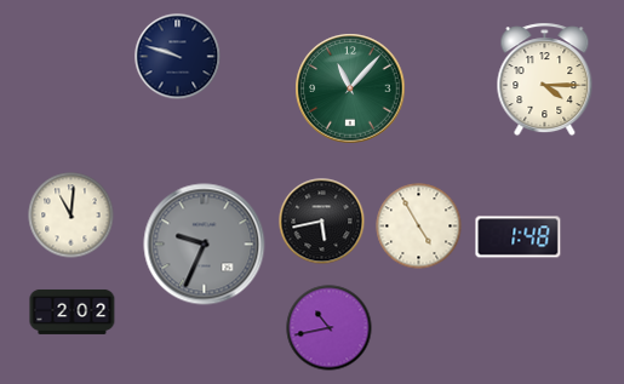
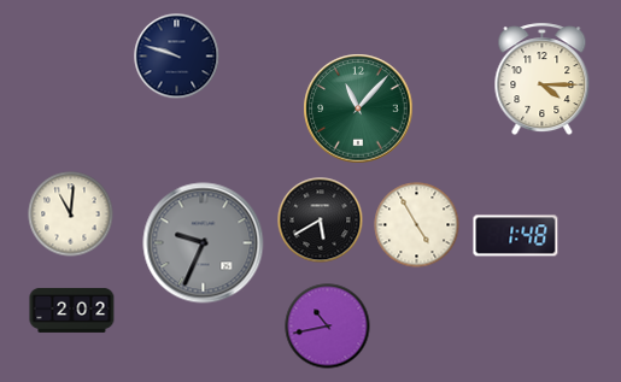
clock at (350, 88) position: (350, 88) -> (358, 108)
clock at (322, 222): 5:43 -> 5:40
